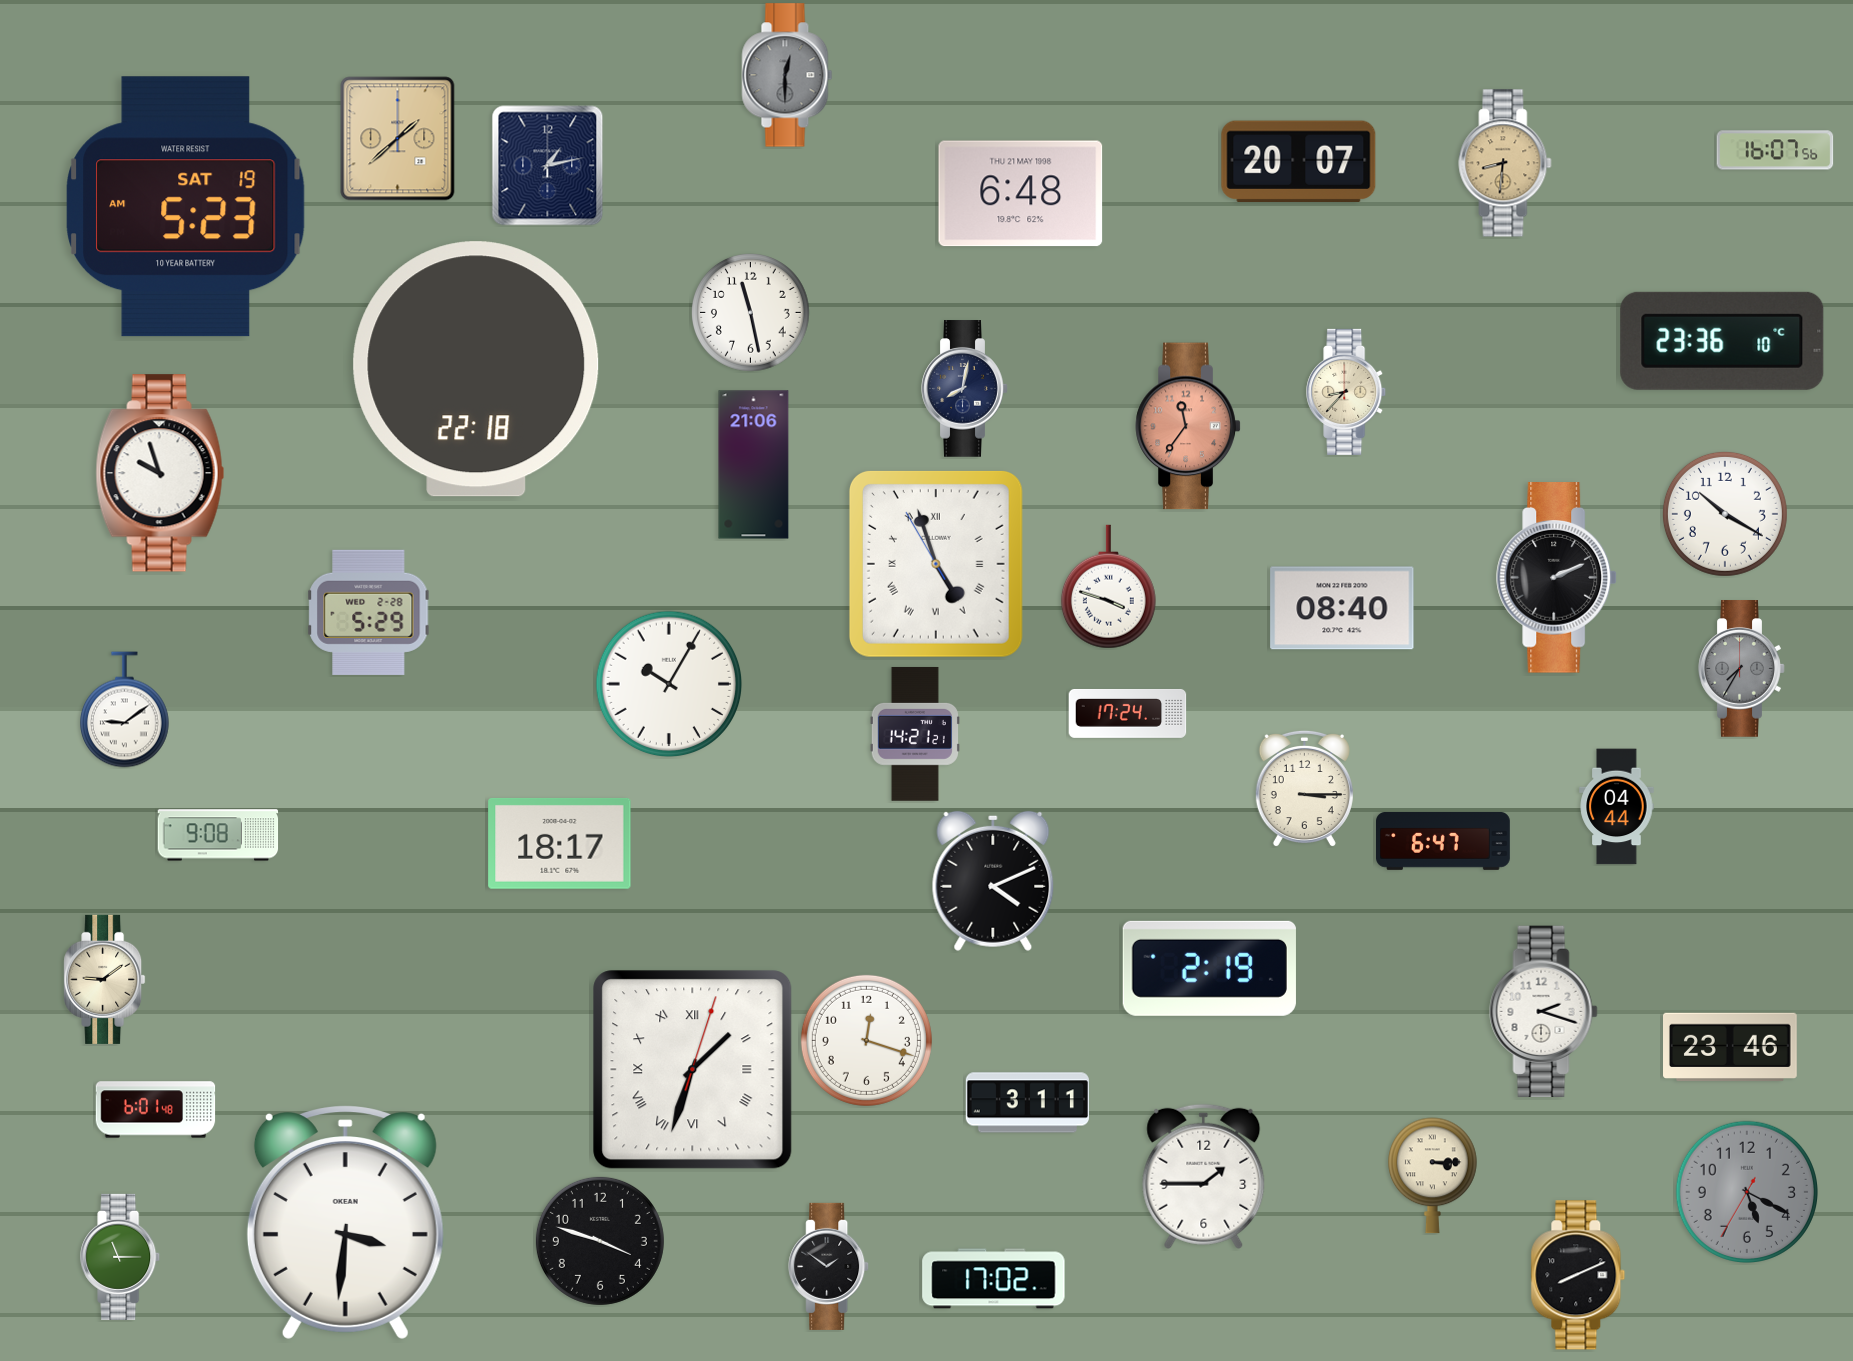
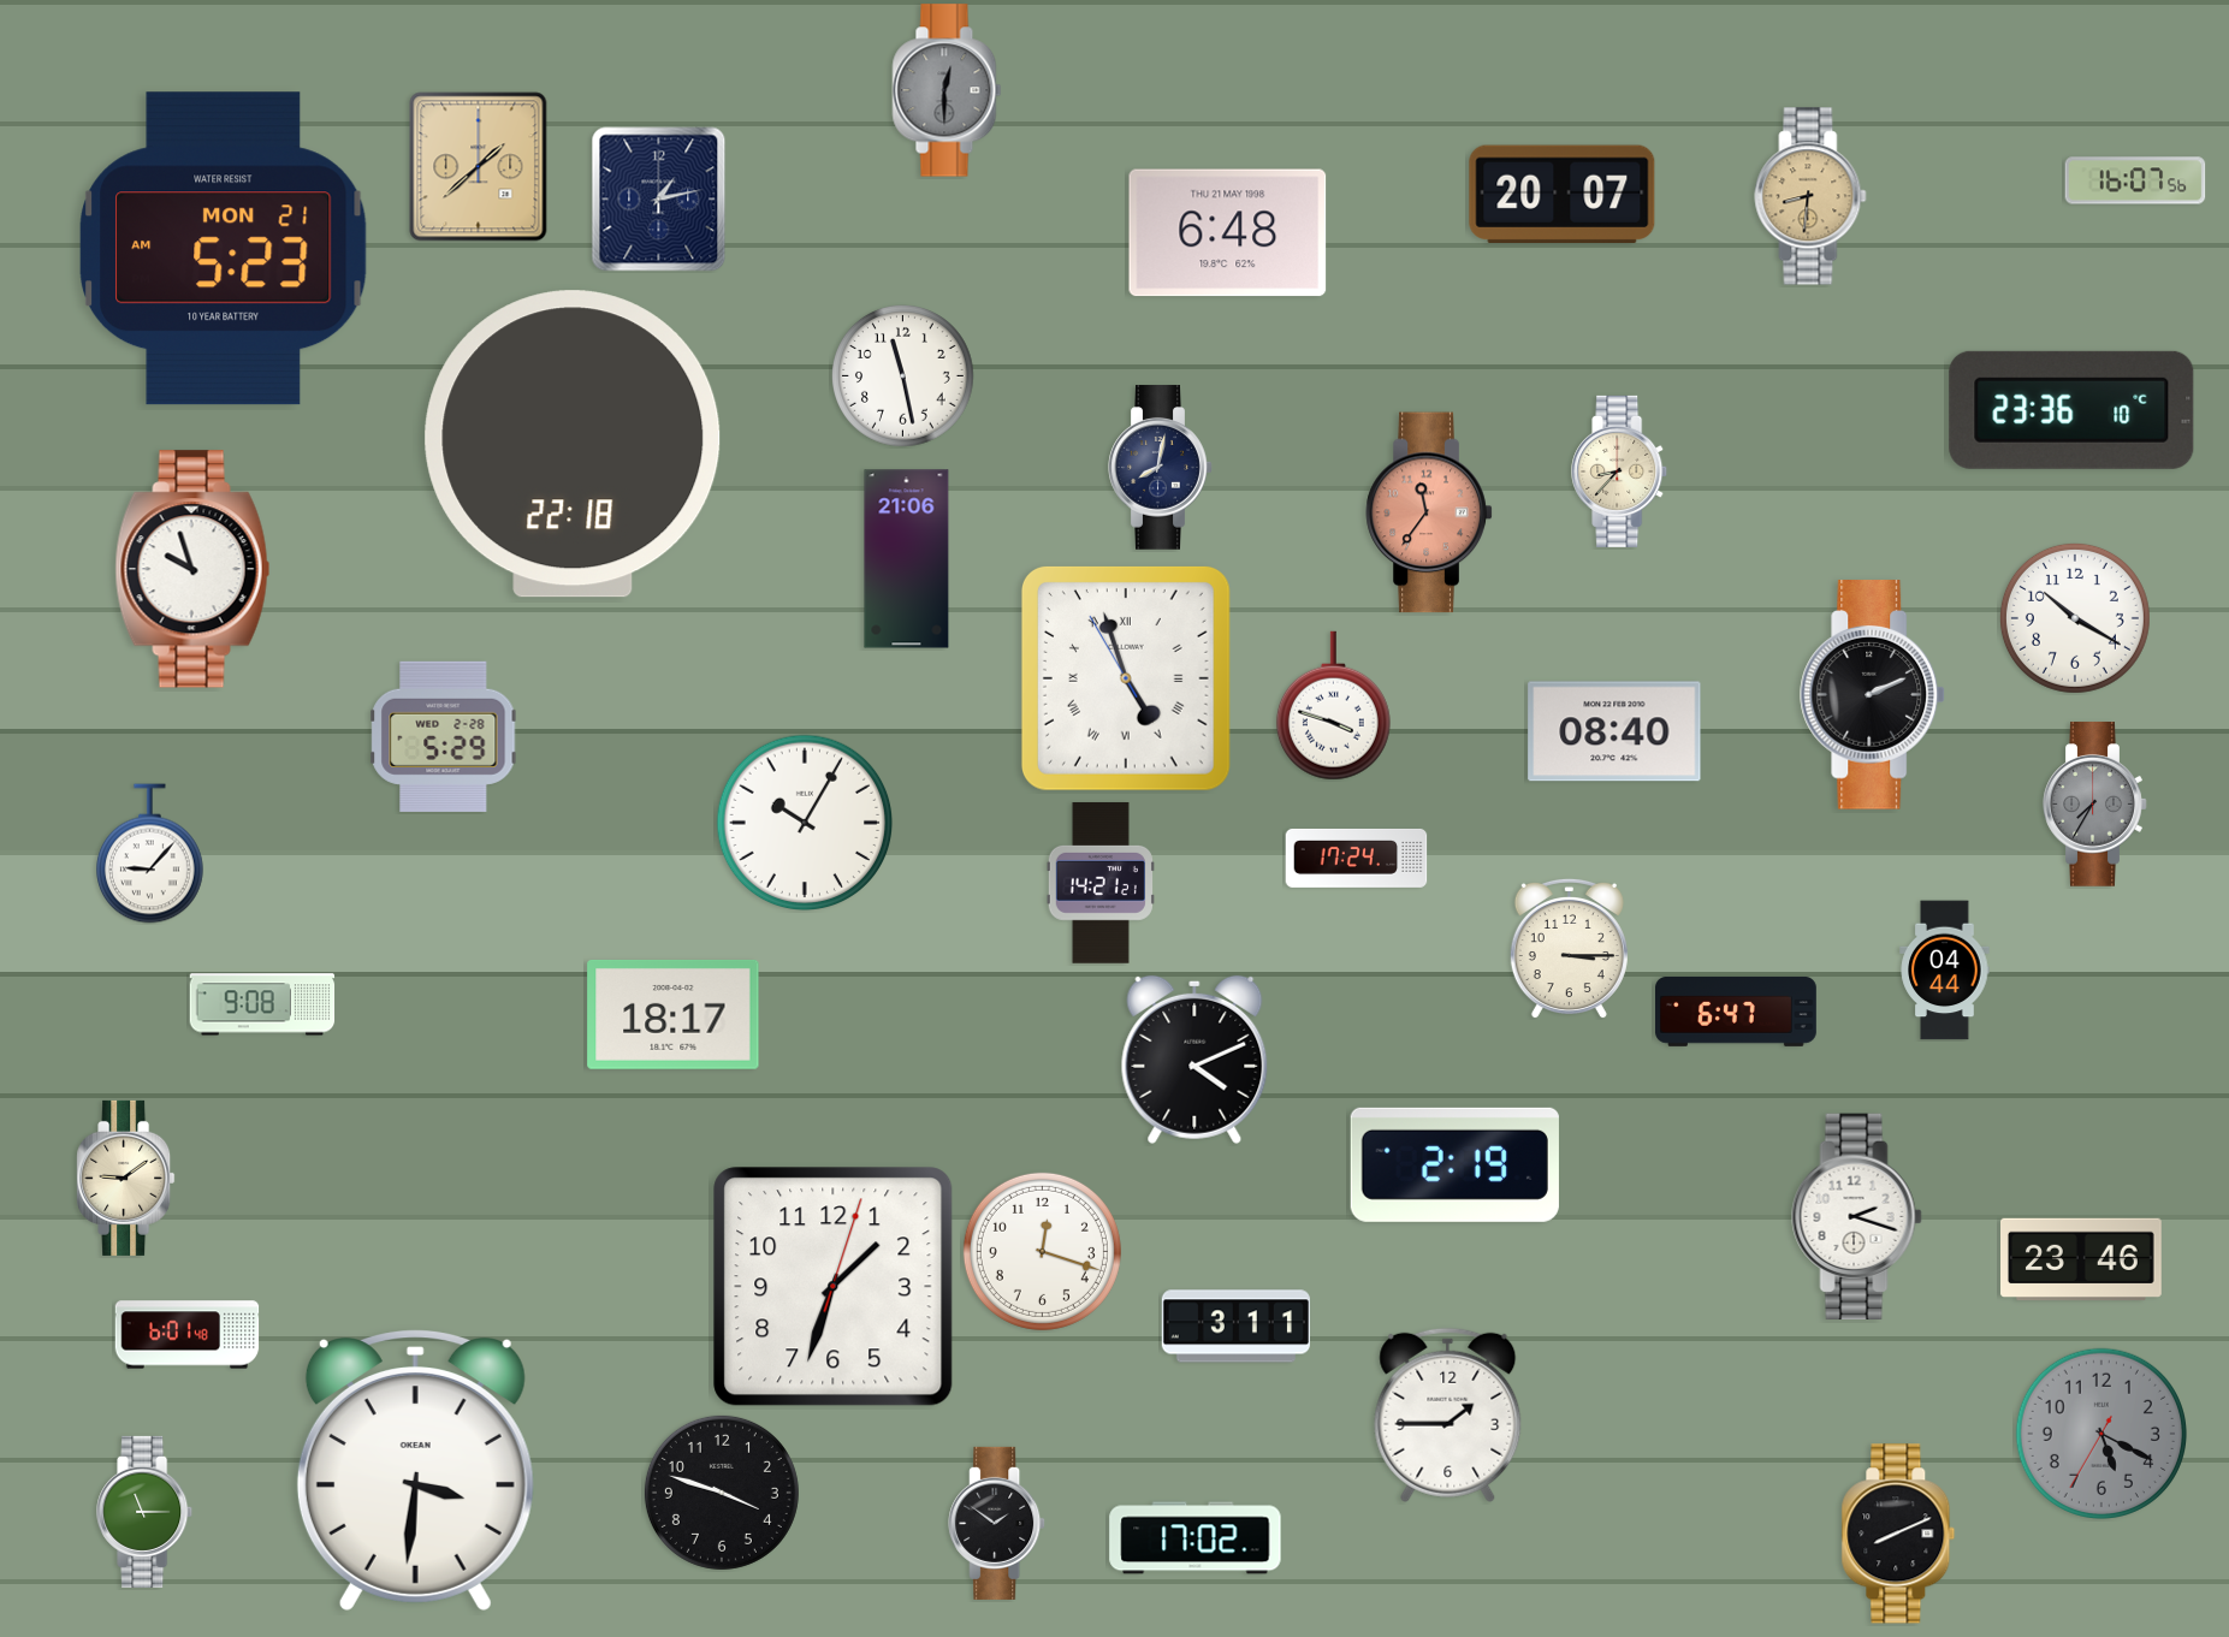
clock at (186, 207) date: SAT 19 -> MON 21
clock at (125, 710): 9:09 -> 9:07
clock at (693, 1070) numerals: Roman -> Arabic
clock at (1433, 1176): 3:15 -> none
